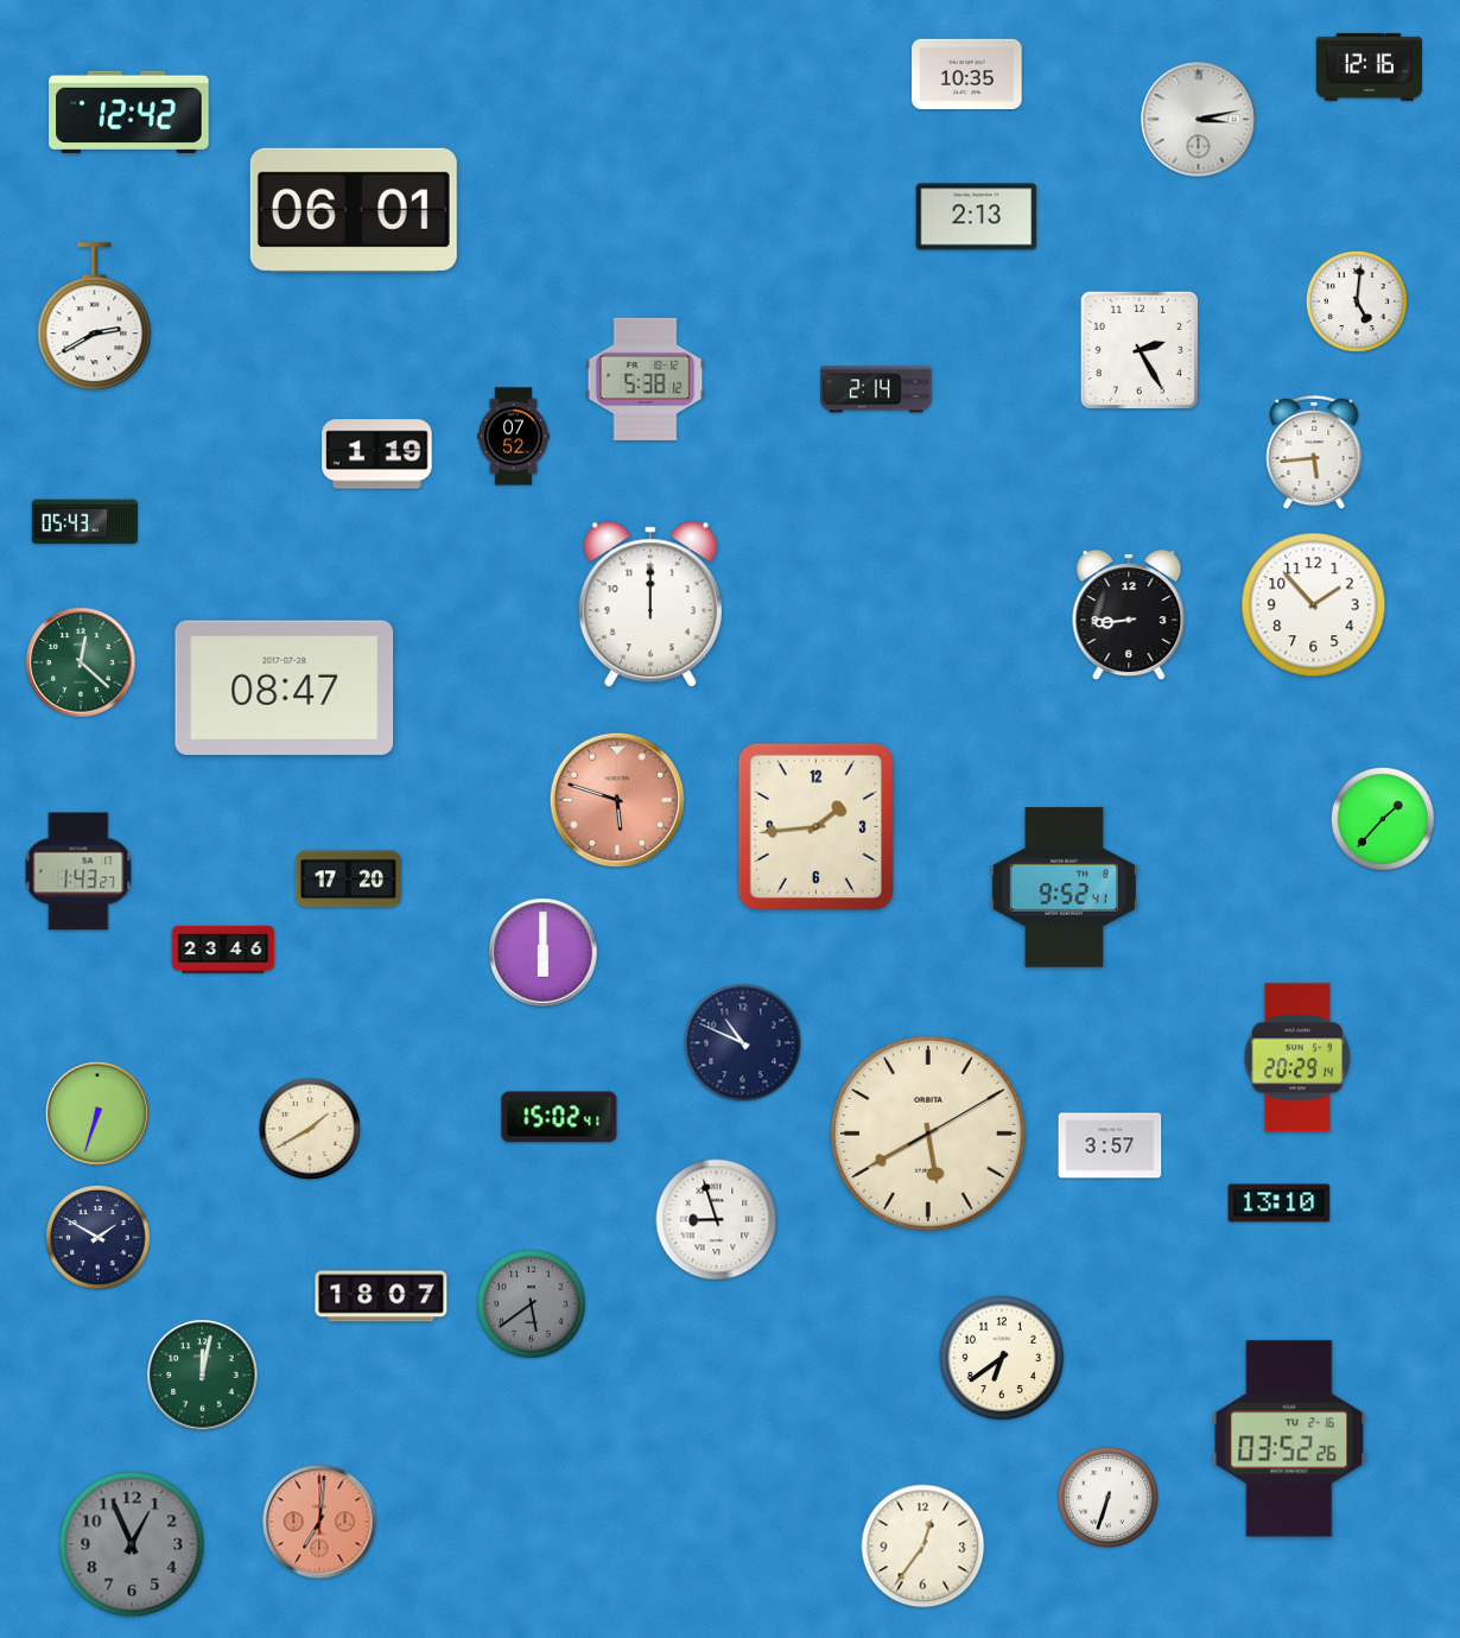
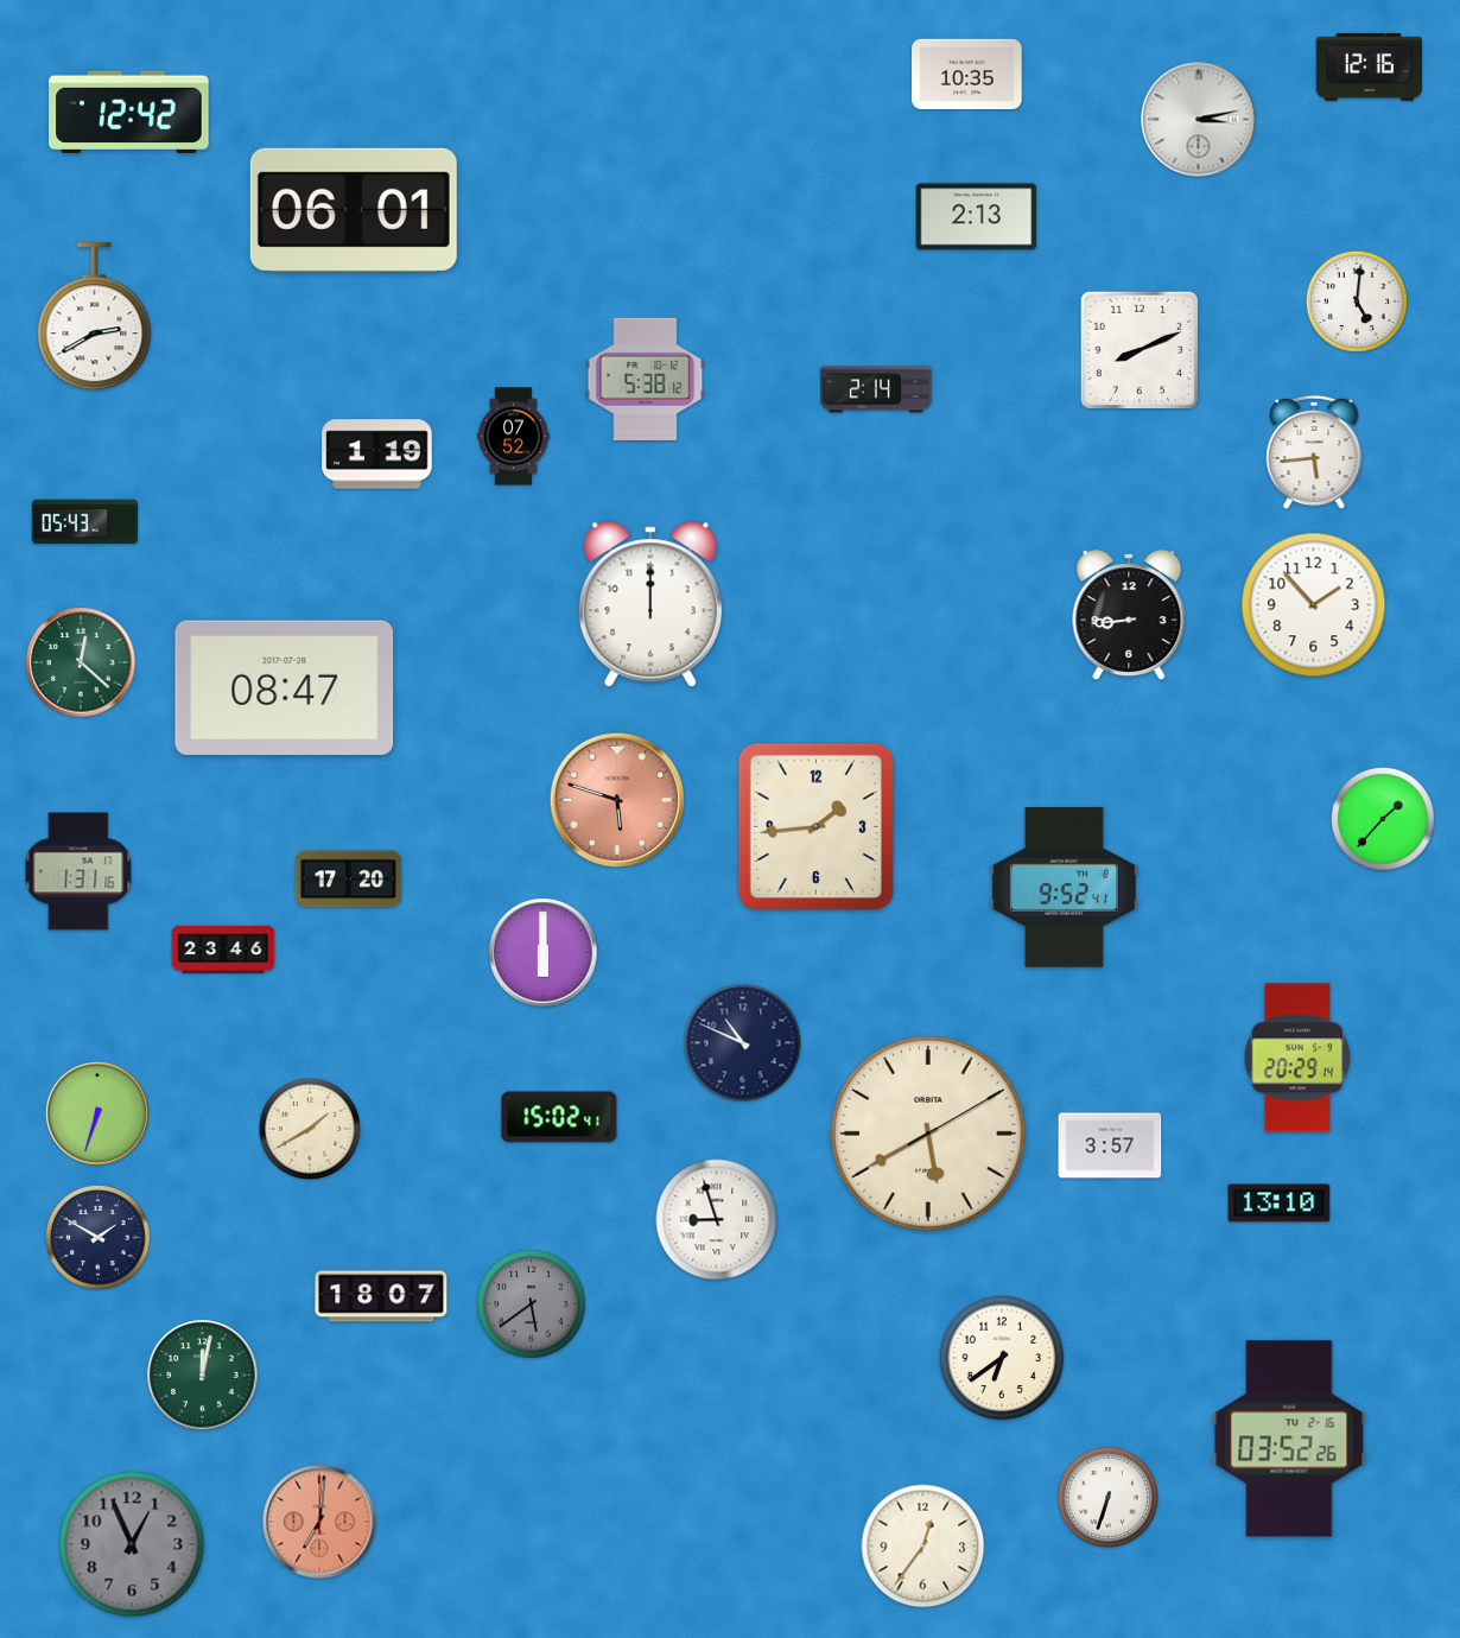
clock at (1140, 350): 2:25 -> 8:11
clock at (78, 871): 1:43 -> 1:31
